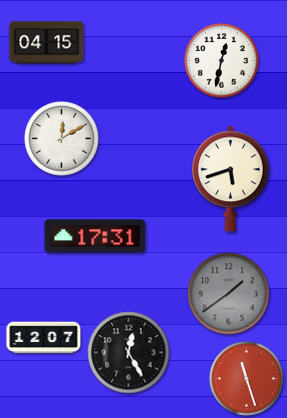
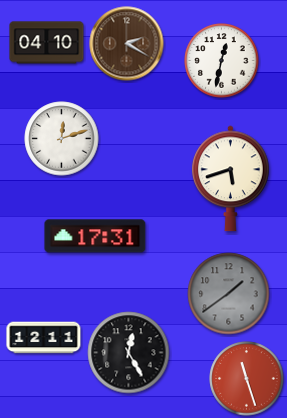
clock at (47, 43): 04:15 -> 04:10
clock at (127, 44): none -> 2:20
clock at (62, 139): 12:10 -> 12:12
clock at (44, 338): 12:07 -> 12:11
